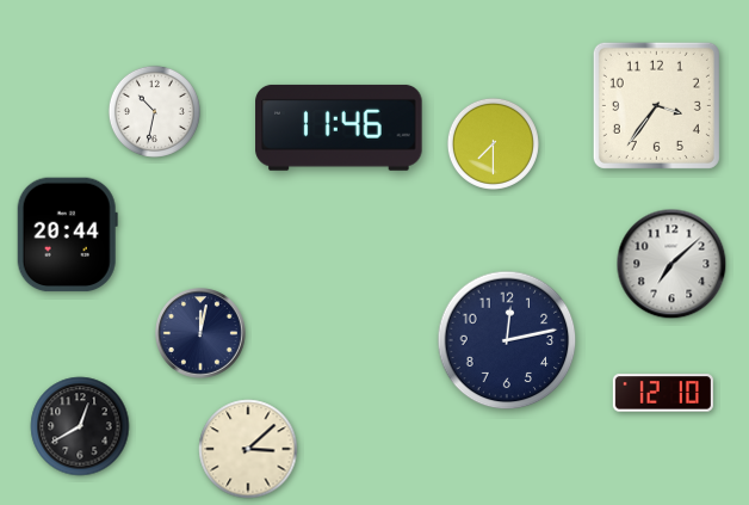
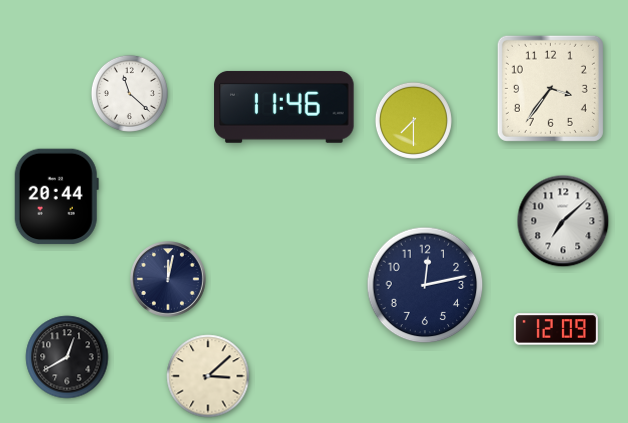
clock at (154, 111): 10:32 -> 11:22
clock at (663, 393): 12:10 -> 12:09
